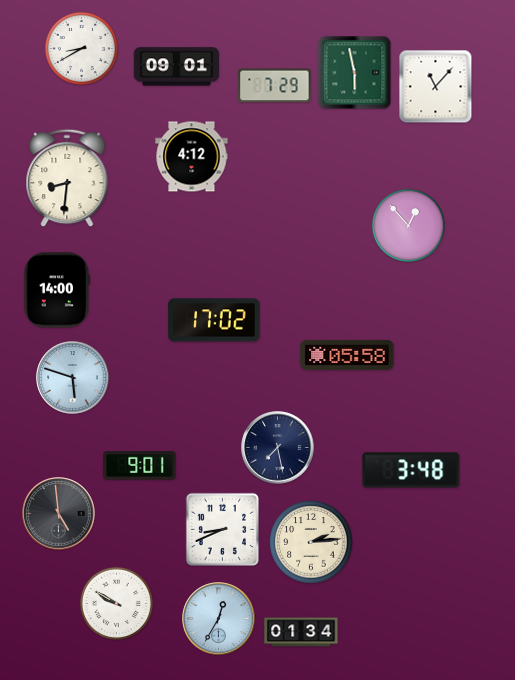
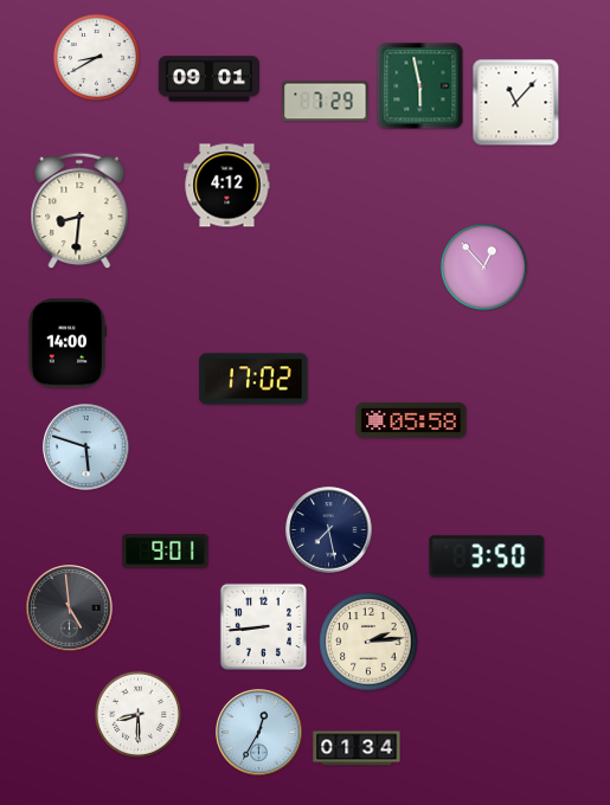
clock at (411, 470): 3:48 -> 3:50
clock at (222, 529): 8:41 -> 8:44
clock at (116, 603): 9:50 -> 8:30
